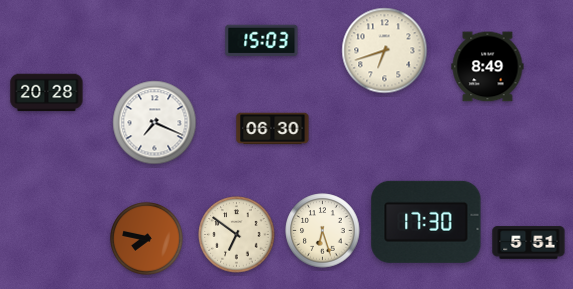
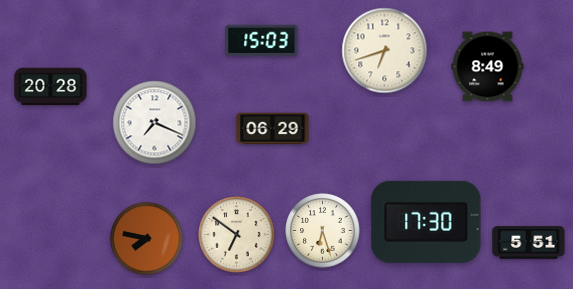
clock at (47, 93) position: (47, 93) -> (51, 87)
clock at (273, 129): 06:30 -> 06:29
